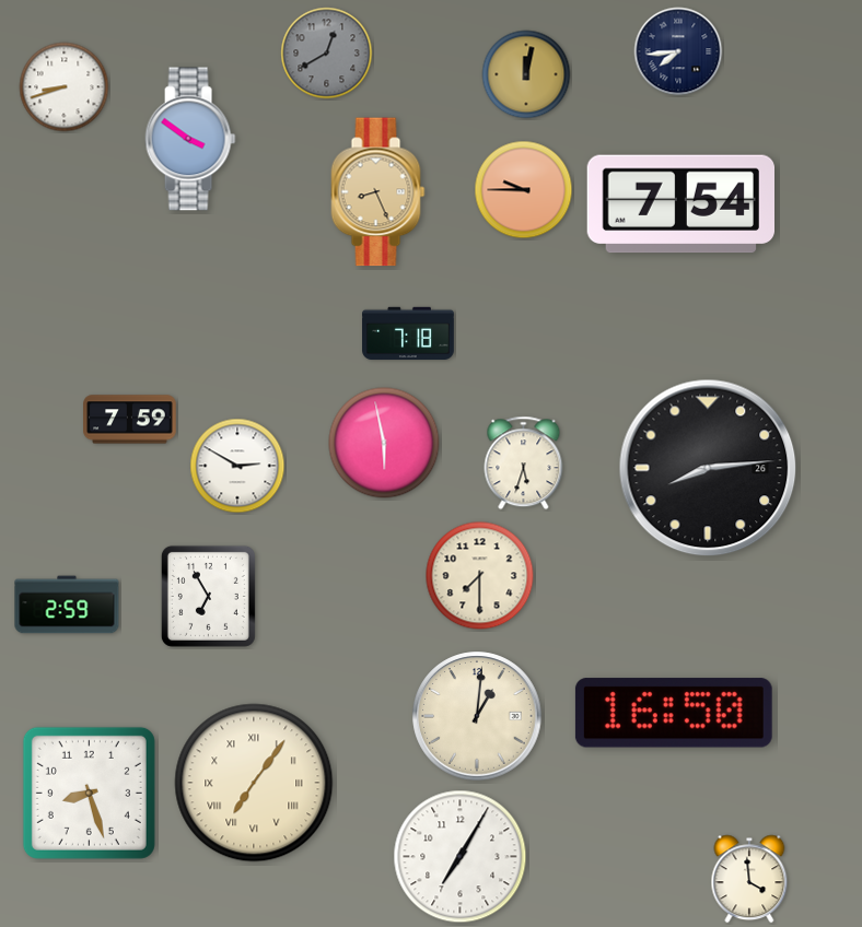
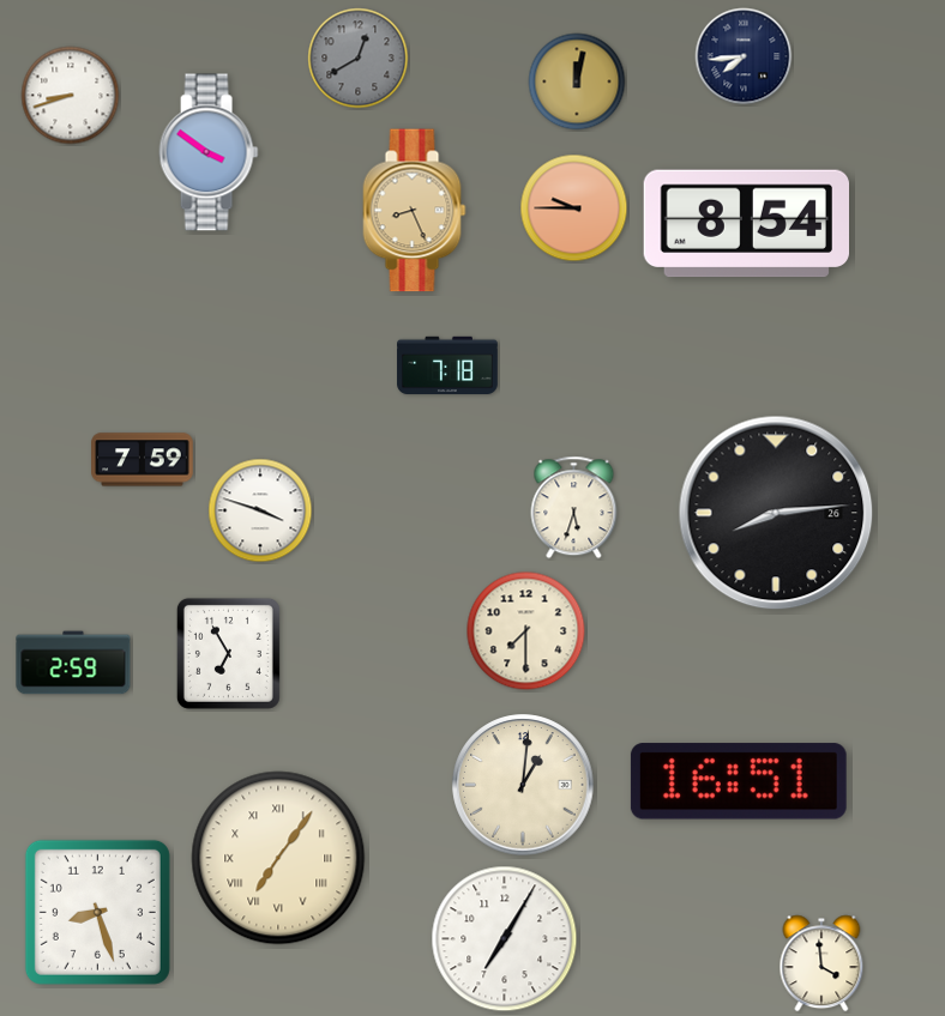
clock at (680, 204): 7:54 -> 8:54
clock at (384, 443): 5:58 -> none
clock at (237, 466): 2:50 -> 3:48
clock at (674, 713): 16:50 -> 16:51
clock at (89, 793) position: (89, 793) -> (97, 912)
